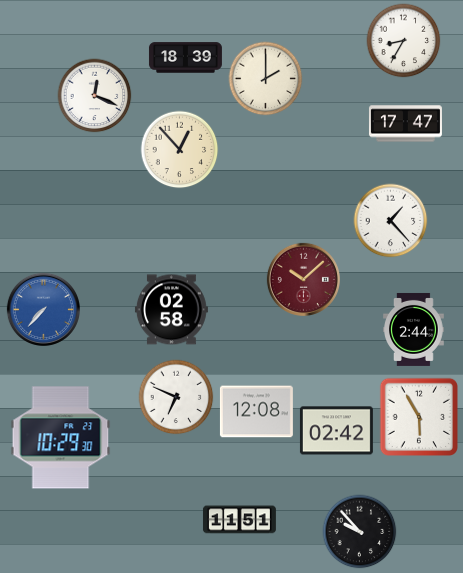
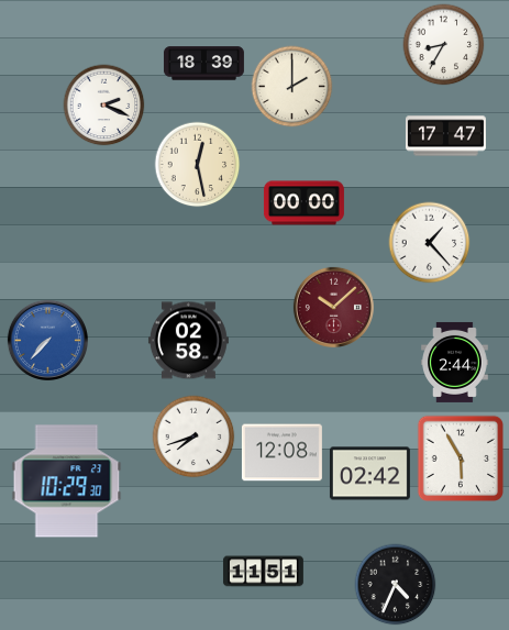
clock at (95, 96): 12:19 -> 2:19
clock at (180, 150): 12:53 -> 12:28
clock at (303, 203): none -> 00:00
clock at (176, 397): 6:49 -> 7:42
clock at (360, 532): 9:53 -> 4:34
